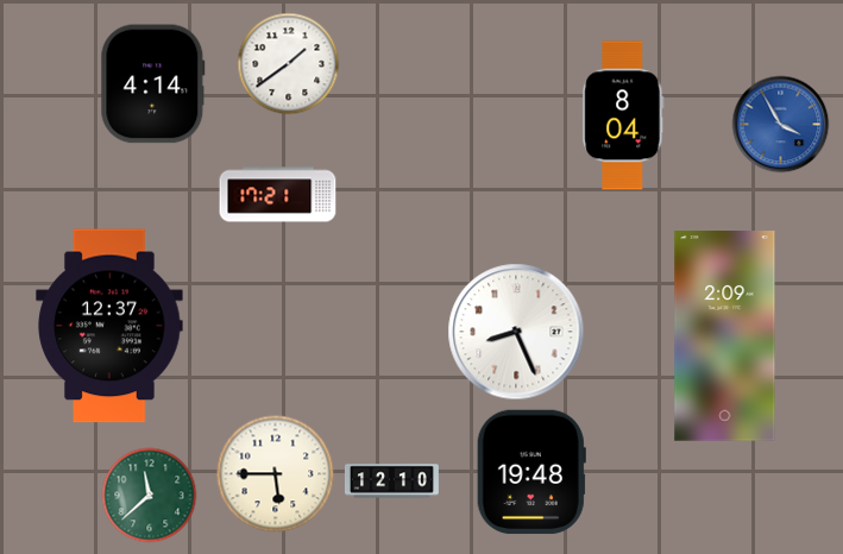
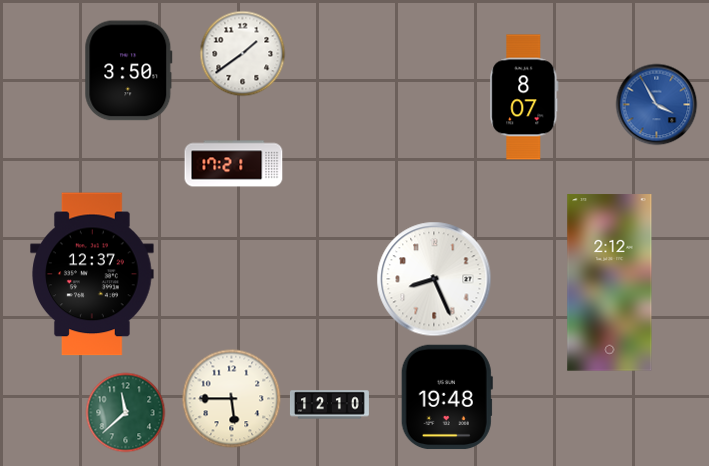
clock at (153, 84): 4:14 -> 3:50
clock at (623, 115): 8:04 -> 8:07
clock at (725, 336): 2:09 -> 2:12
clock at (150, 496) position: (150, 496) -> (126, 413)
